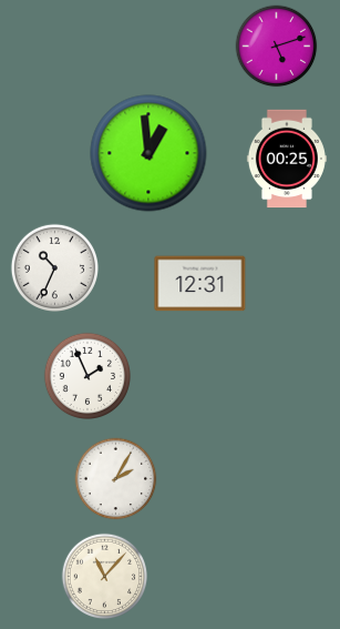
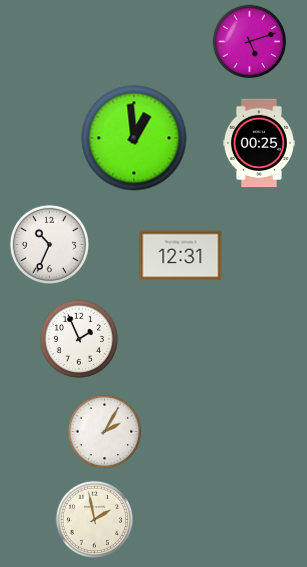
clock at (54, 267) position: (54, 267) -> (49, 244)
clock at (105, 577): 11:07 -> 1:58
